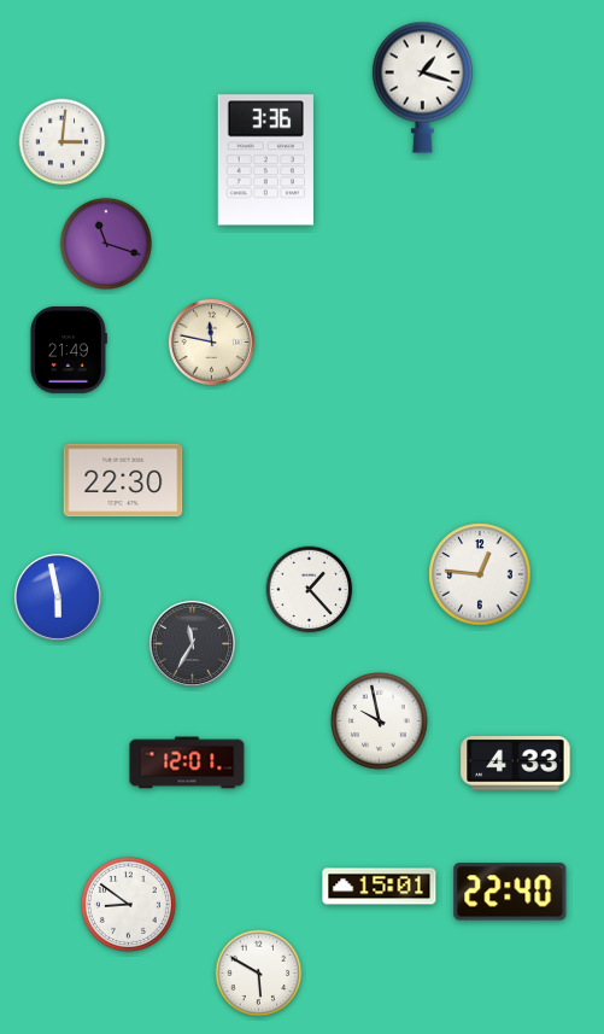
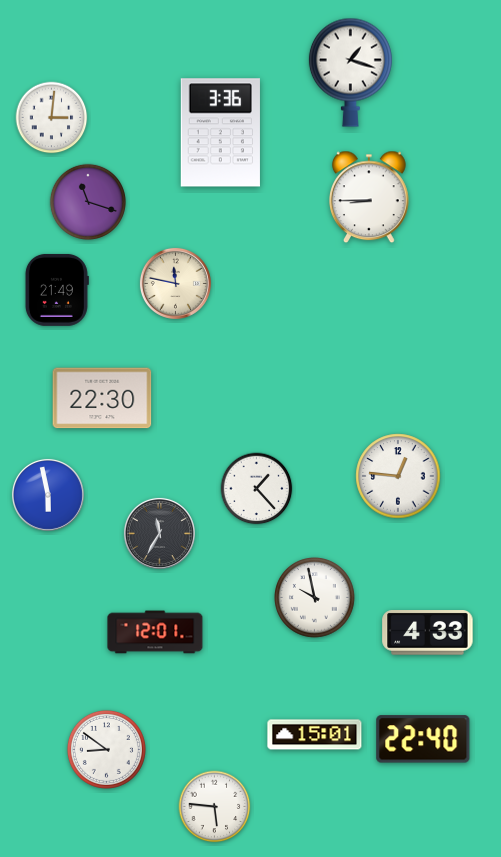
clock at (370, 197): none -> 8:45
clock at (259, 974): 5:50 -> 5:46
